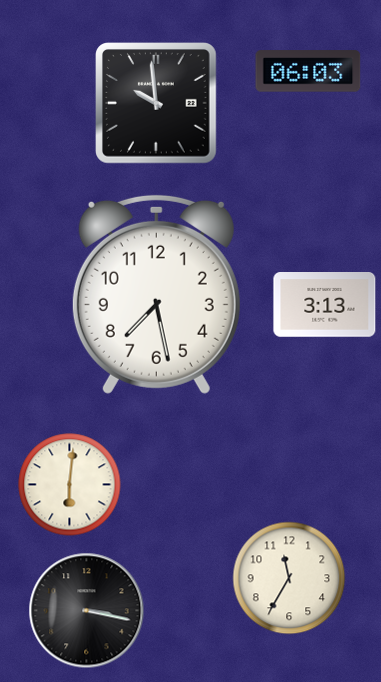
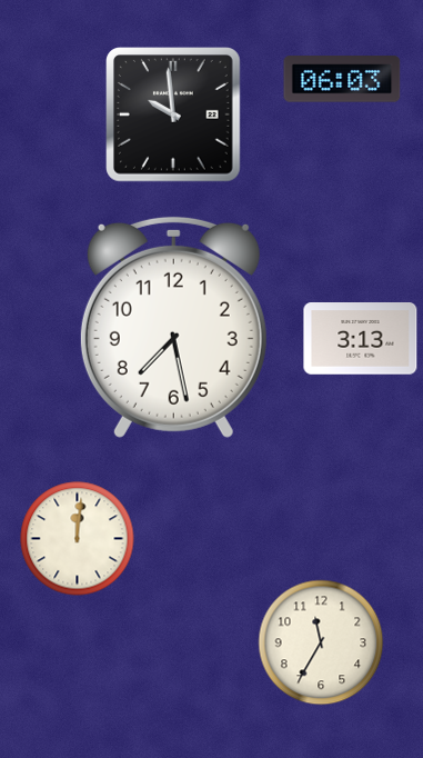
clock at (70, 485): 6:01 -> 12:01
clock at (87, 611): 3:17 -> none
